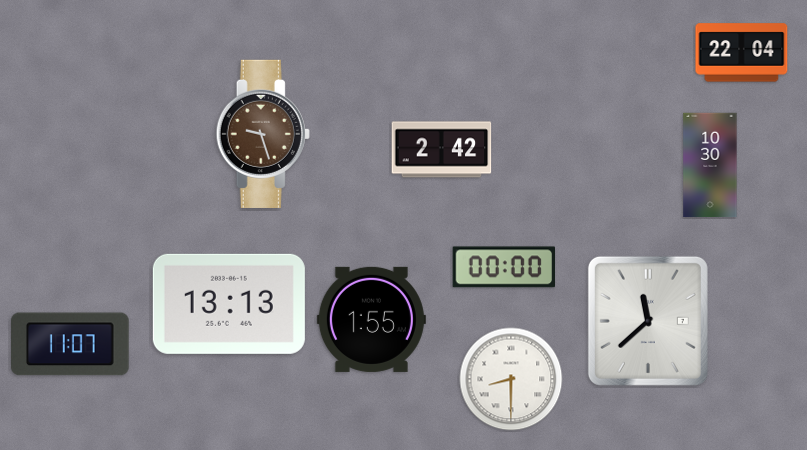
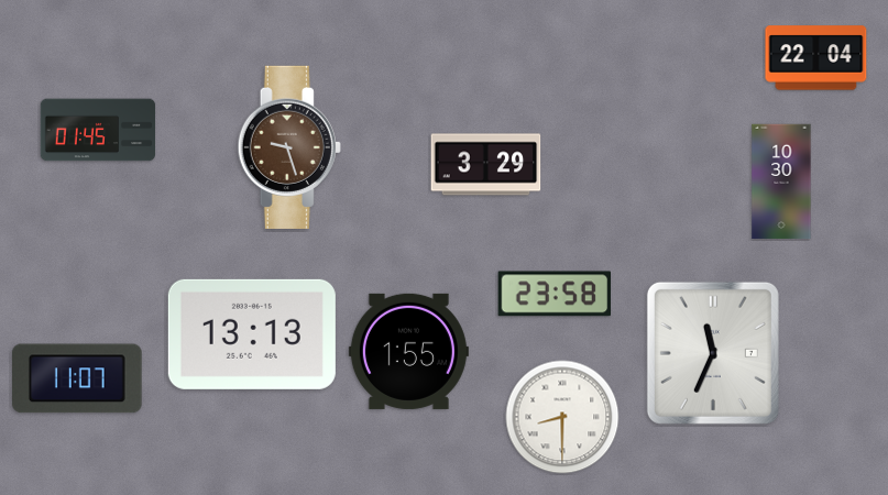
clock at (98, 130): none -> 01:45
clock at (442, 150): 2:42 -> 3:29
clock at (503, 267): 00:00 -> 23:58
clock at (648, 321): 11:38 -> 11:34
